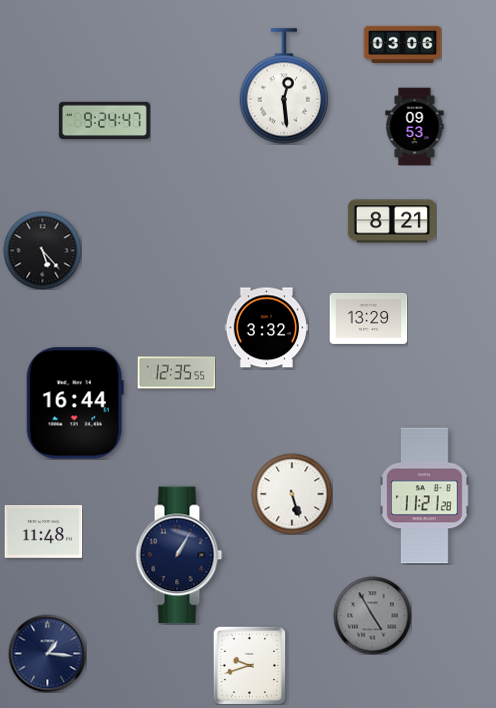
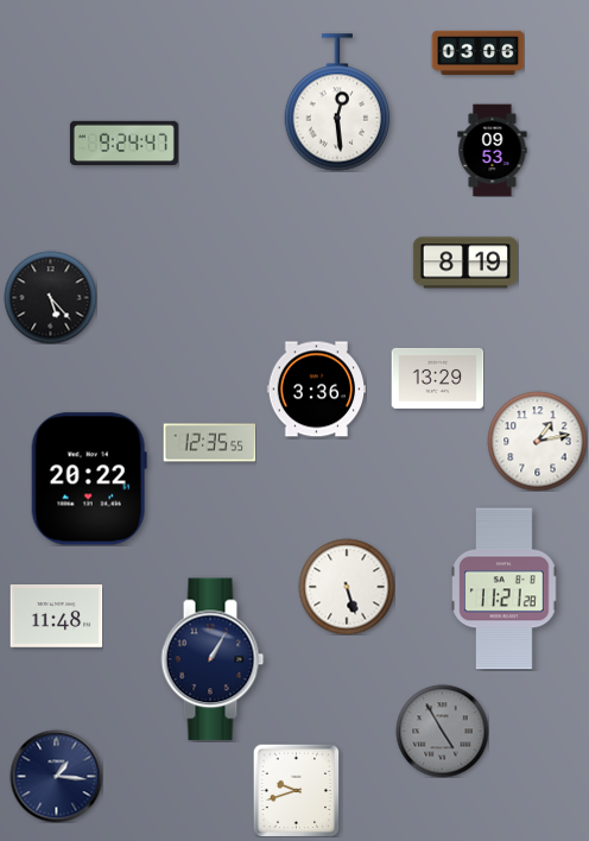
clock at (392, 221): 8:21 -> 8:19
clock at (266, 328): 3:32 -> 3:36
clock at (537, 441): none -> 1:13
clock at (75, 403): 16:44 -> 20:22
clock at (43, 532) position: (43, 532) -> (56, 616)
